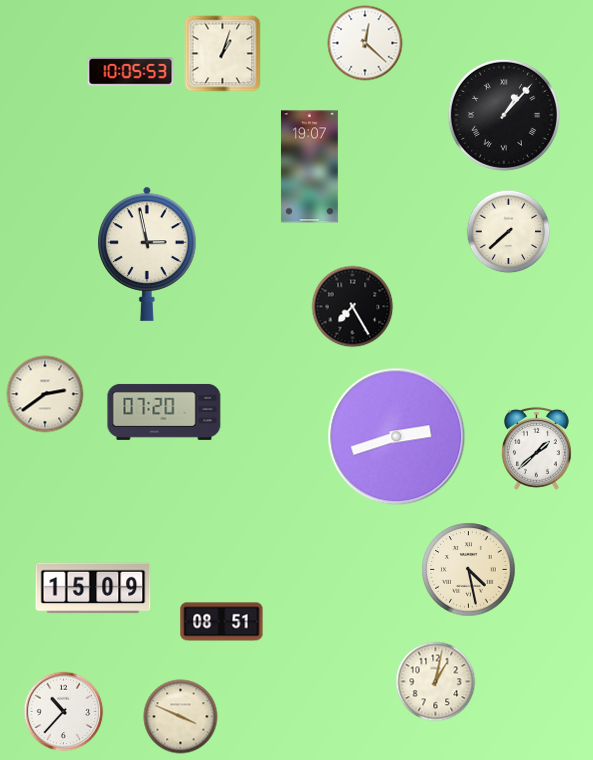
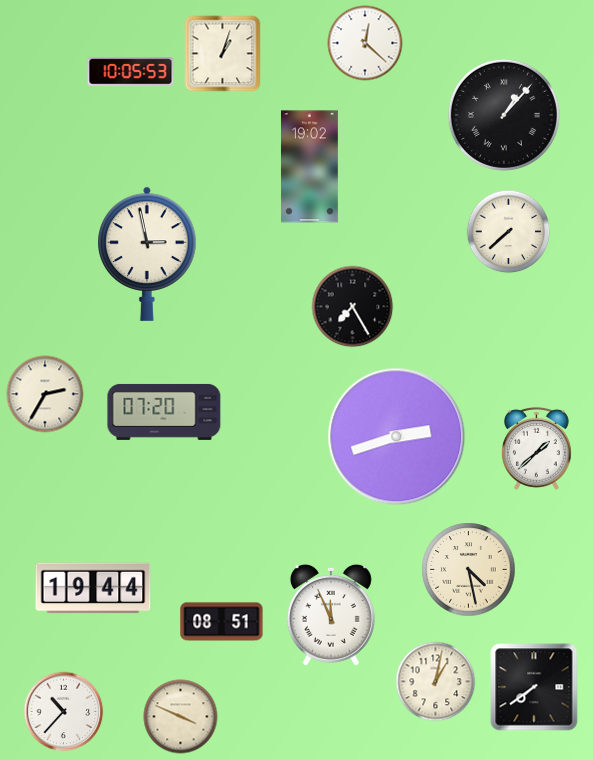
clock at (309, 167): 19:07 -> 19:02
clock at (45, 394): 2:39 -> 2:35
clock at (93, 588): 15:09 -> 19:44
clock at (331, 615): none -> 11:56
clock at (534, 687): none -> 7:39
